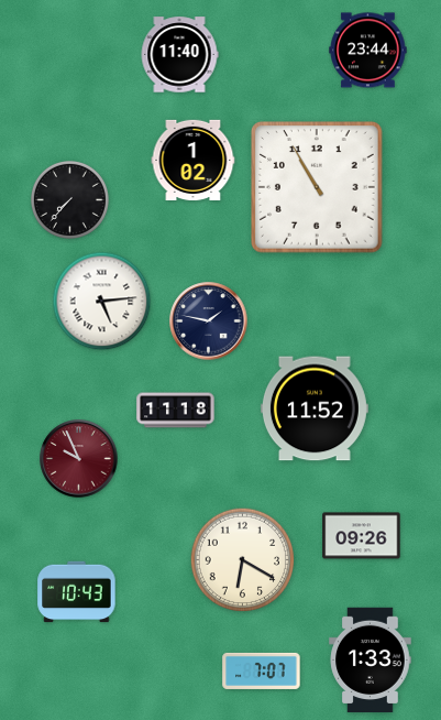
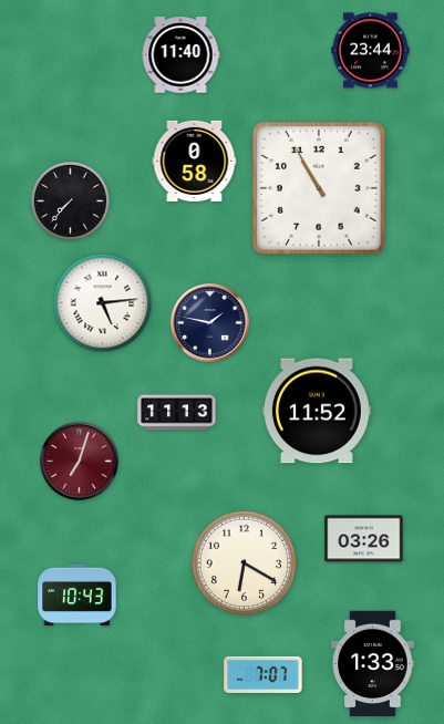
clock at (194, 160): 1:02 -> 0:58
clock at (176, 411): 11:18 -> 11:13
clock at (79, 459): 9:56 -> 7:03
clock at (362, 536): 09:26 -> 03:26
